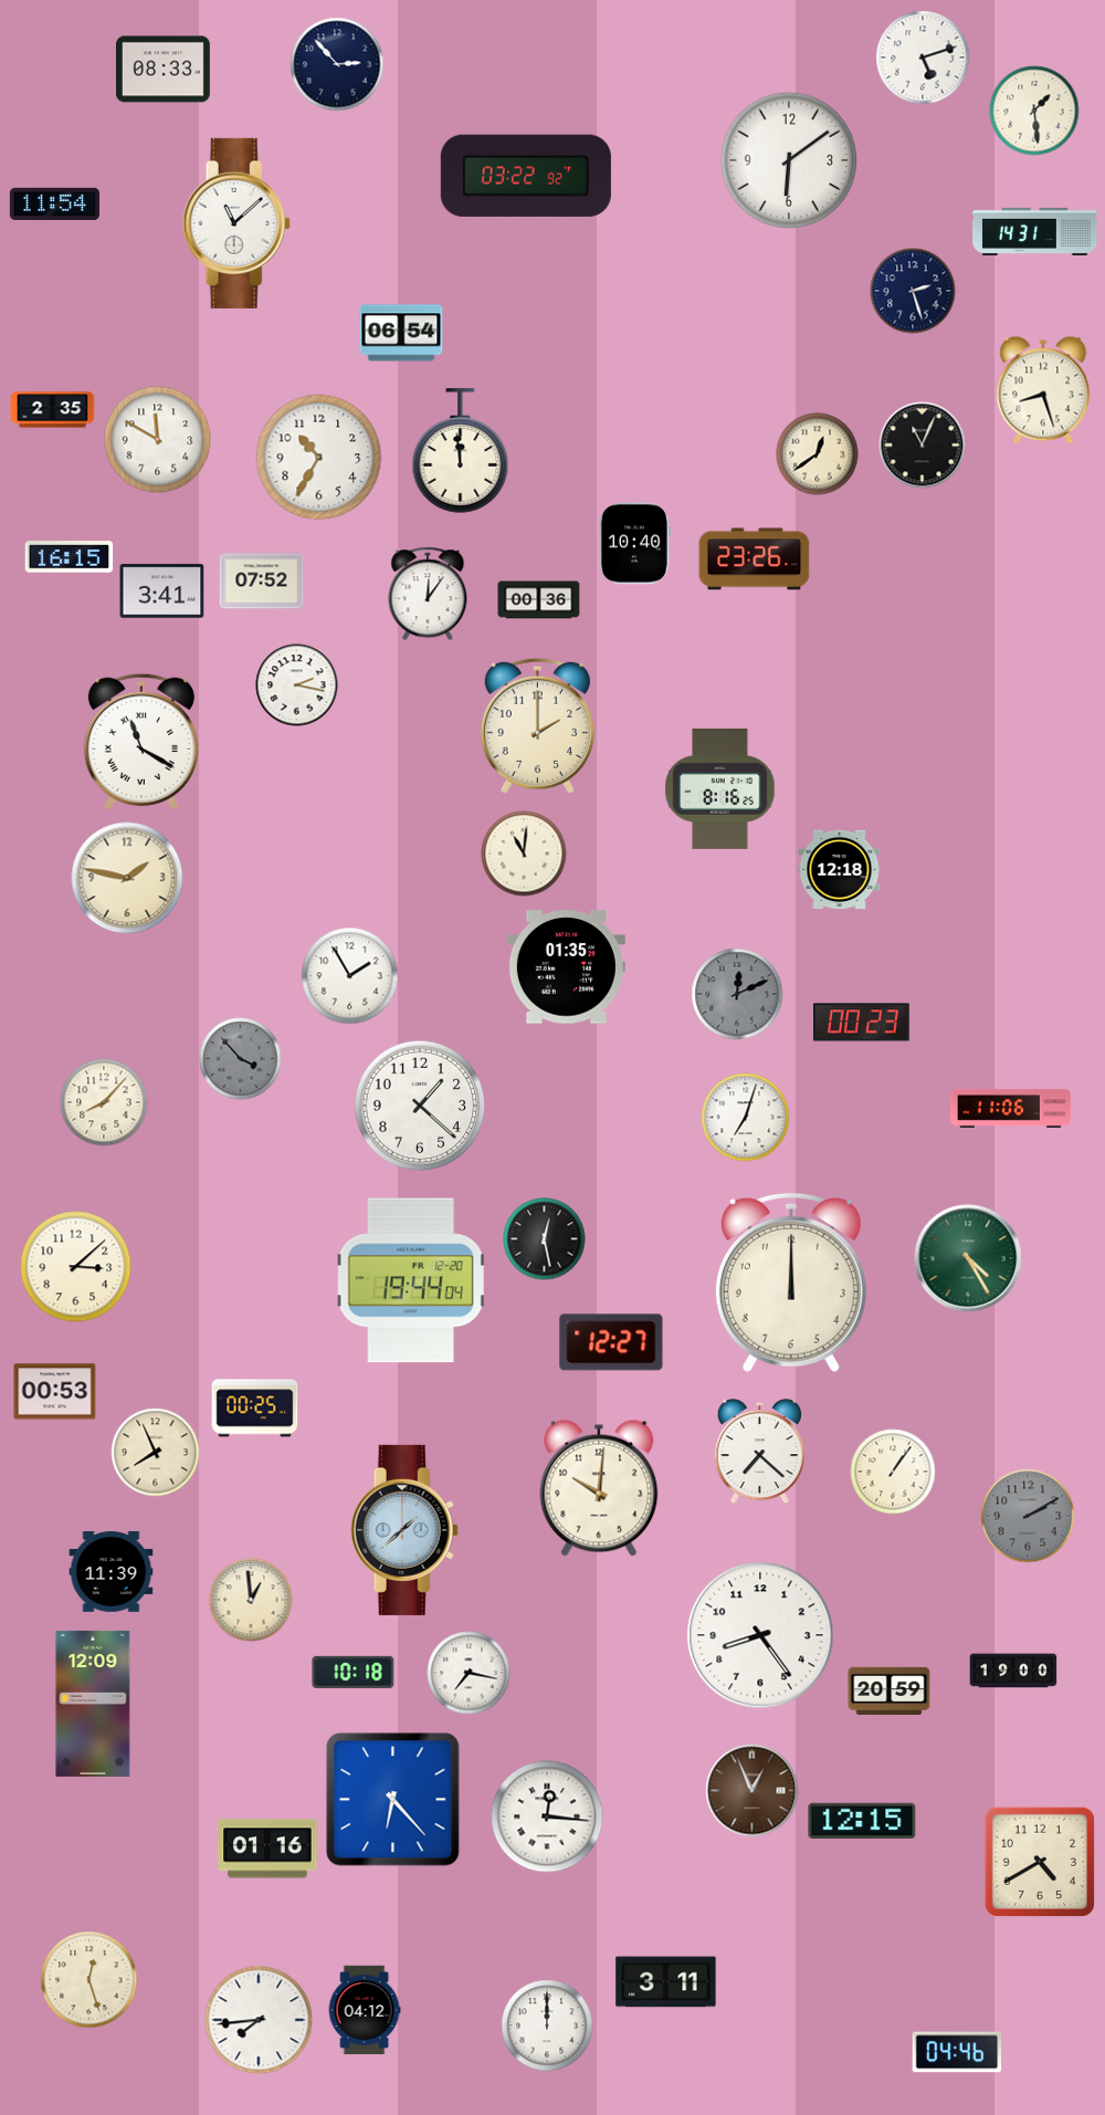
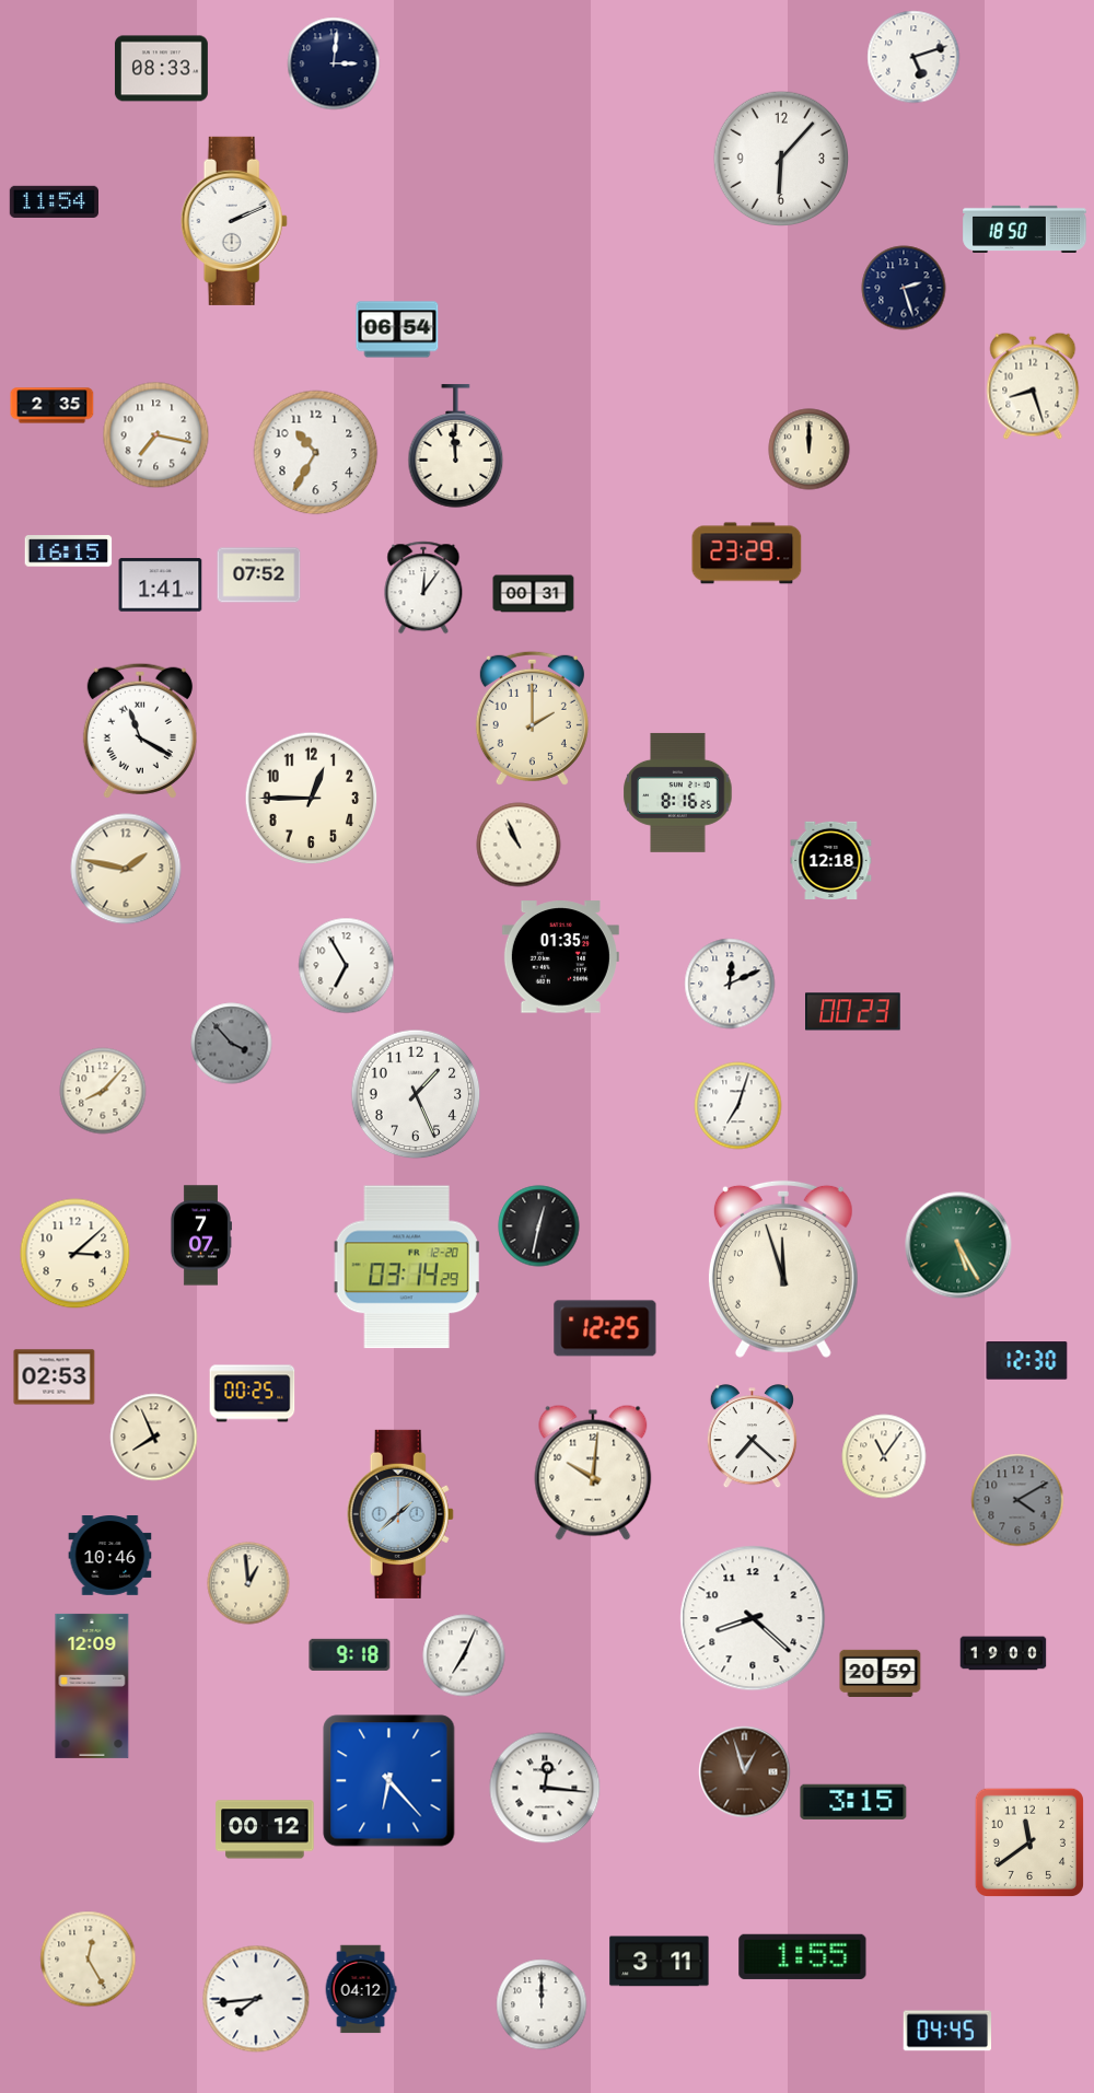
clock at (337, 64): 2:53 -> 3:01
clock at (1034, 111): 1:29 -> none
clock at (789, 160): 6:09 -> 6:07
clock at (526, 176): 03:22 -> none
clock at (236, 223): 11:08 -> 2:11
clock at (1035, 231): 14:31 -> 18:50
clock at (158, 440): 11:50 -> 7:17
clock at (923, 446): 11:04 -> none
clock at (818, 454): 12:39 -> 12:00
clock at (634, 544): 10:40 -> none
clock at (755, 559): 23:26 -> 23:29
clock at (162, 591): 3:41 -> 1:41
clock at (539, 600): 00:36 -> 00:31
clock at (297, 685): 2:17 -> none
clock at (141, 742) position: (141, 742) -> (140, 731)
clock at (720, 788) position: (720, 788) -> (678, 792)
clock at (312, 799): none -> 12:45
clock at (524, 854): 11:01 -> 10:56
clock at (350, 976): 1:55 -> 6:55
clock at (737, 994) dial: grey -> white
clock at (241, 1059) position: (241, 1059) -> (232, 1044)
clock at (420, 1106): 1:22 -> 1:26
clock at (1010, 1108): 11:06 -> none
clock at (545, 1239): 12:28 -> 12:32
clock at (200, 1235): none -> 7:07
clock at (968, 1258): 4:25 -> 5:25
clock at (411, 1280): 19:44 -> 03:14
clock at (791, 1282): 12:00 -> 11:57
clock at (611, 1342): 12:27 -> 12:25
clock at (1027, 1361): none -> 12:30
clock at (55, 1392): 00:53 -> 02:53
clock at (893, 1472): 1:06 -> 11:06
clock at (1028, 1516): 2:10 -> 4:10
clock at (112, 1572): 11:39 -> 10:46
clock at (760, 1635): 8:24 -> 8:22
clock at (354, 1672): 10:18 -> 9:18
clock at (469, 1673): 7:17 -> 7:04
clock at (753, 1791): 12:56 -> 12:57
clock at (547, 1816) position: (547, 1816) -> (545, 1788)
clock at (862, 1821): 12:15 -> 3:15
clock at (267, 1849): 01:16 -> 00:12
clock at (1040, 1862): 4:40 -> 11:39
clock at (803, 1956): none -> 1:55
clock at (90, 1980): 12:27 -> 12:25
clock at (956, 2052): 04:46 -> 04:45
